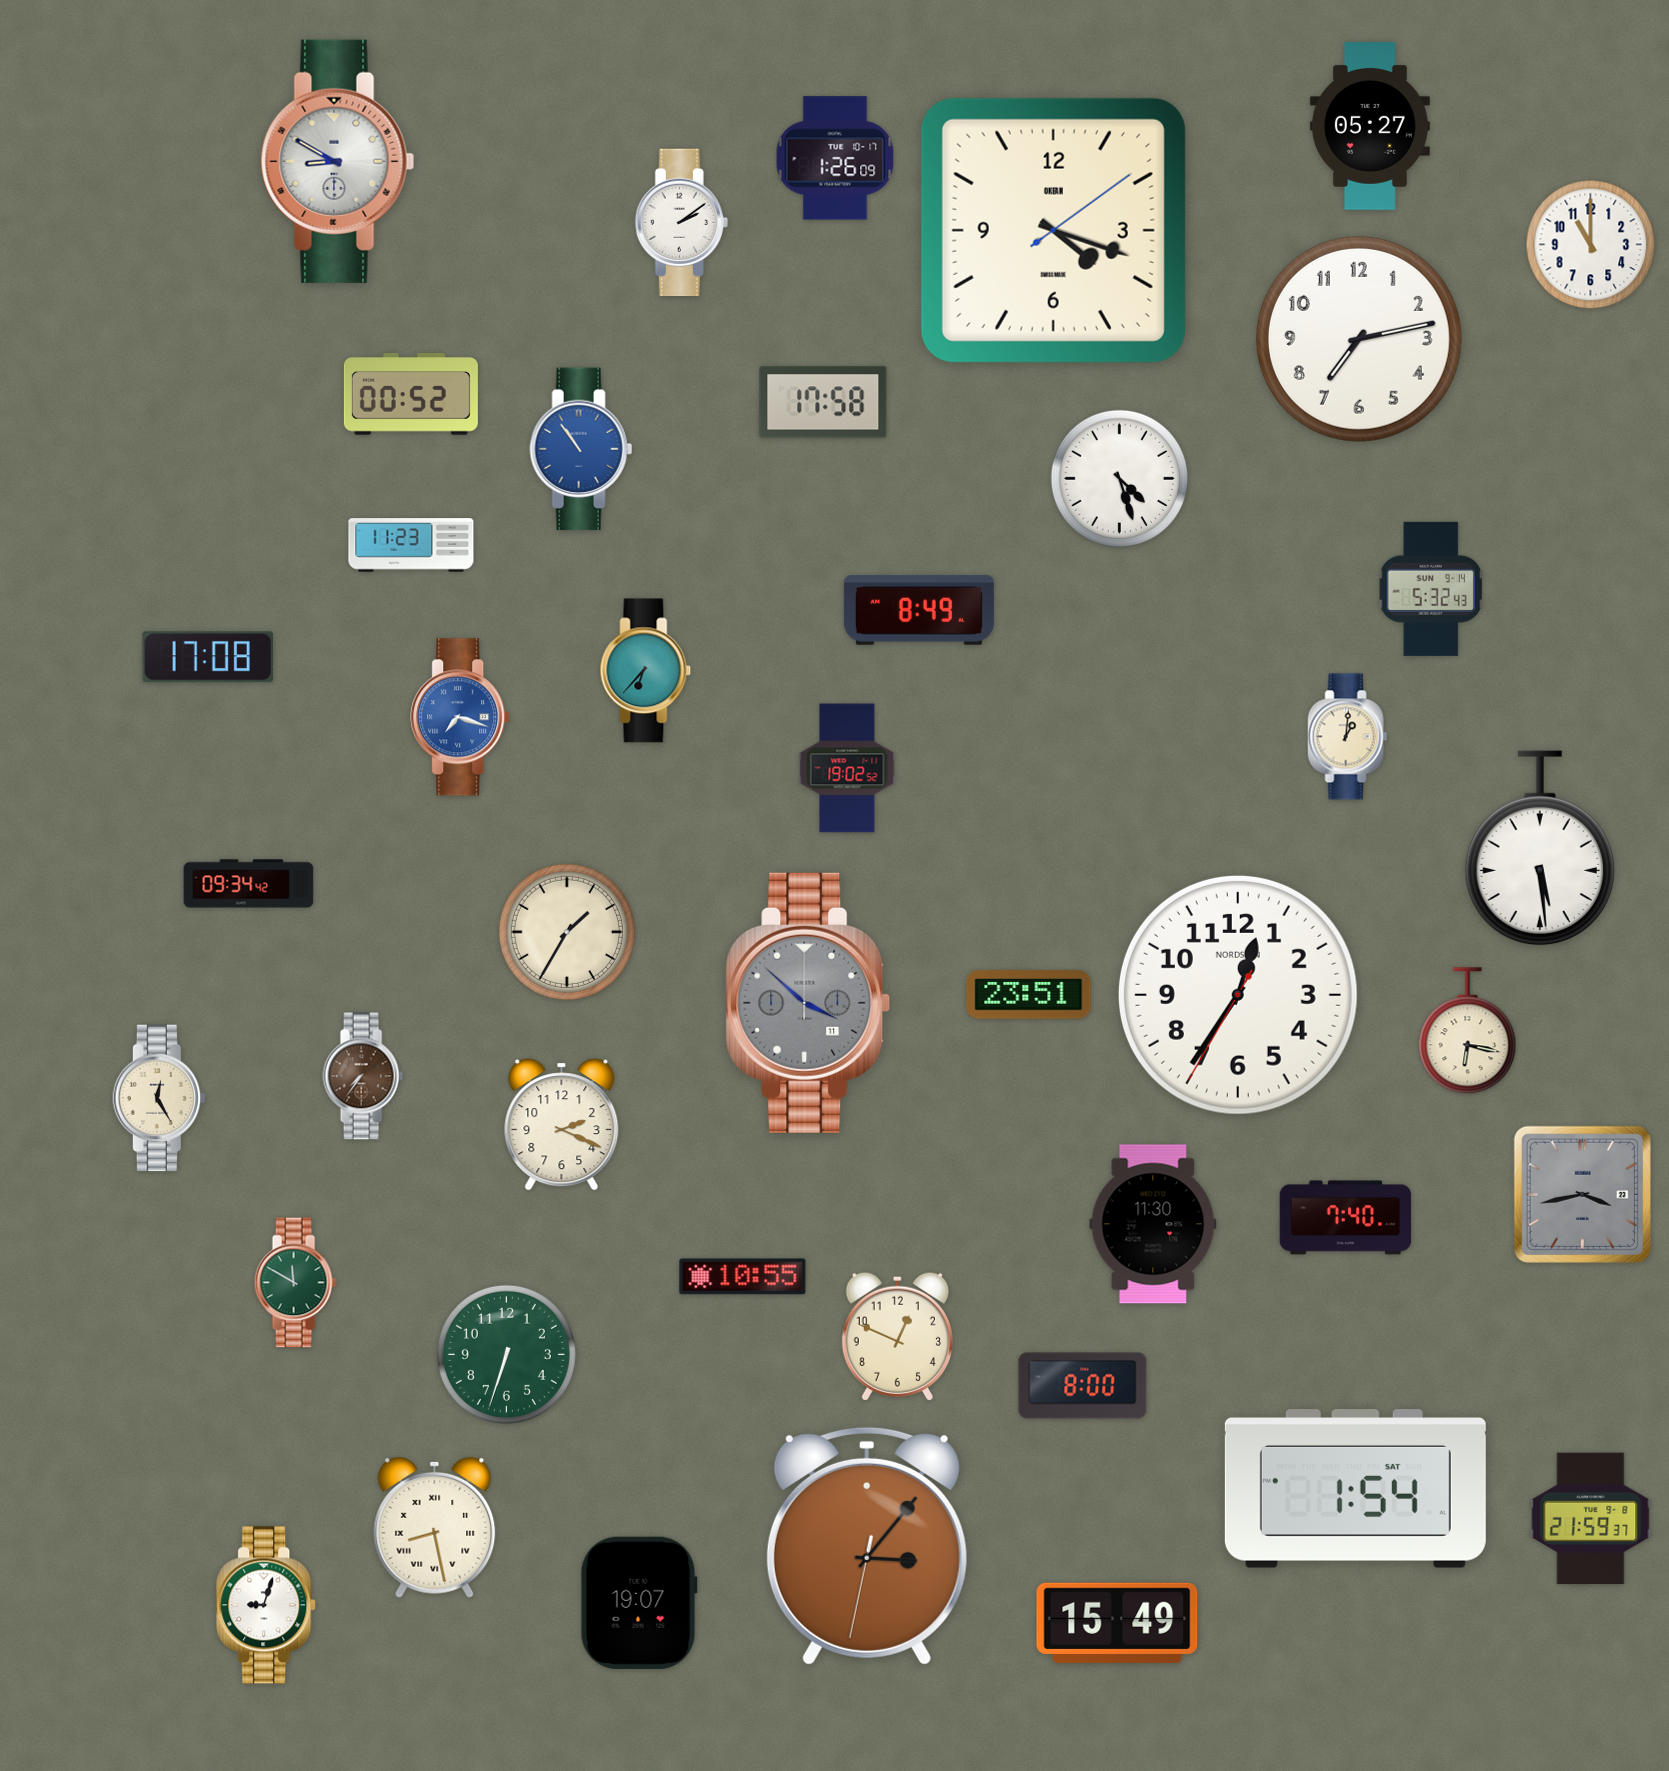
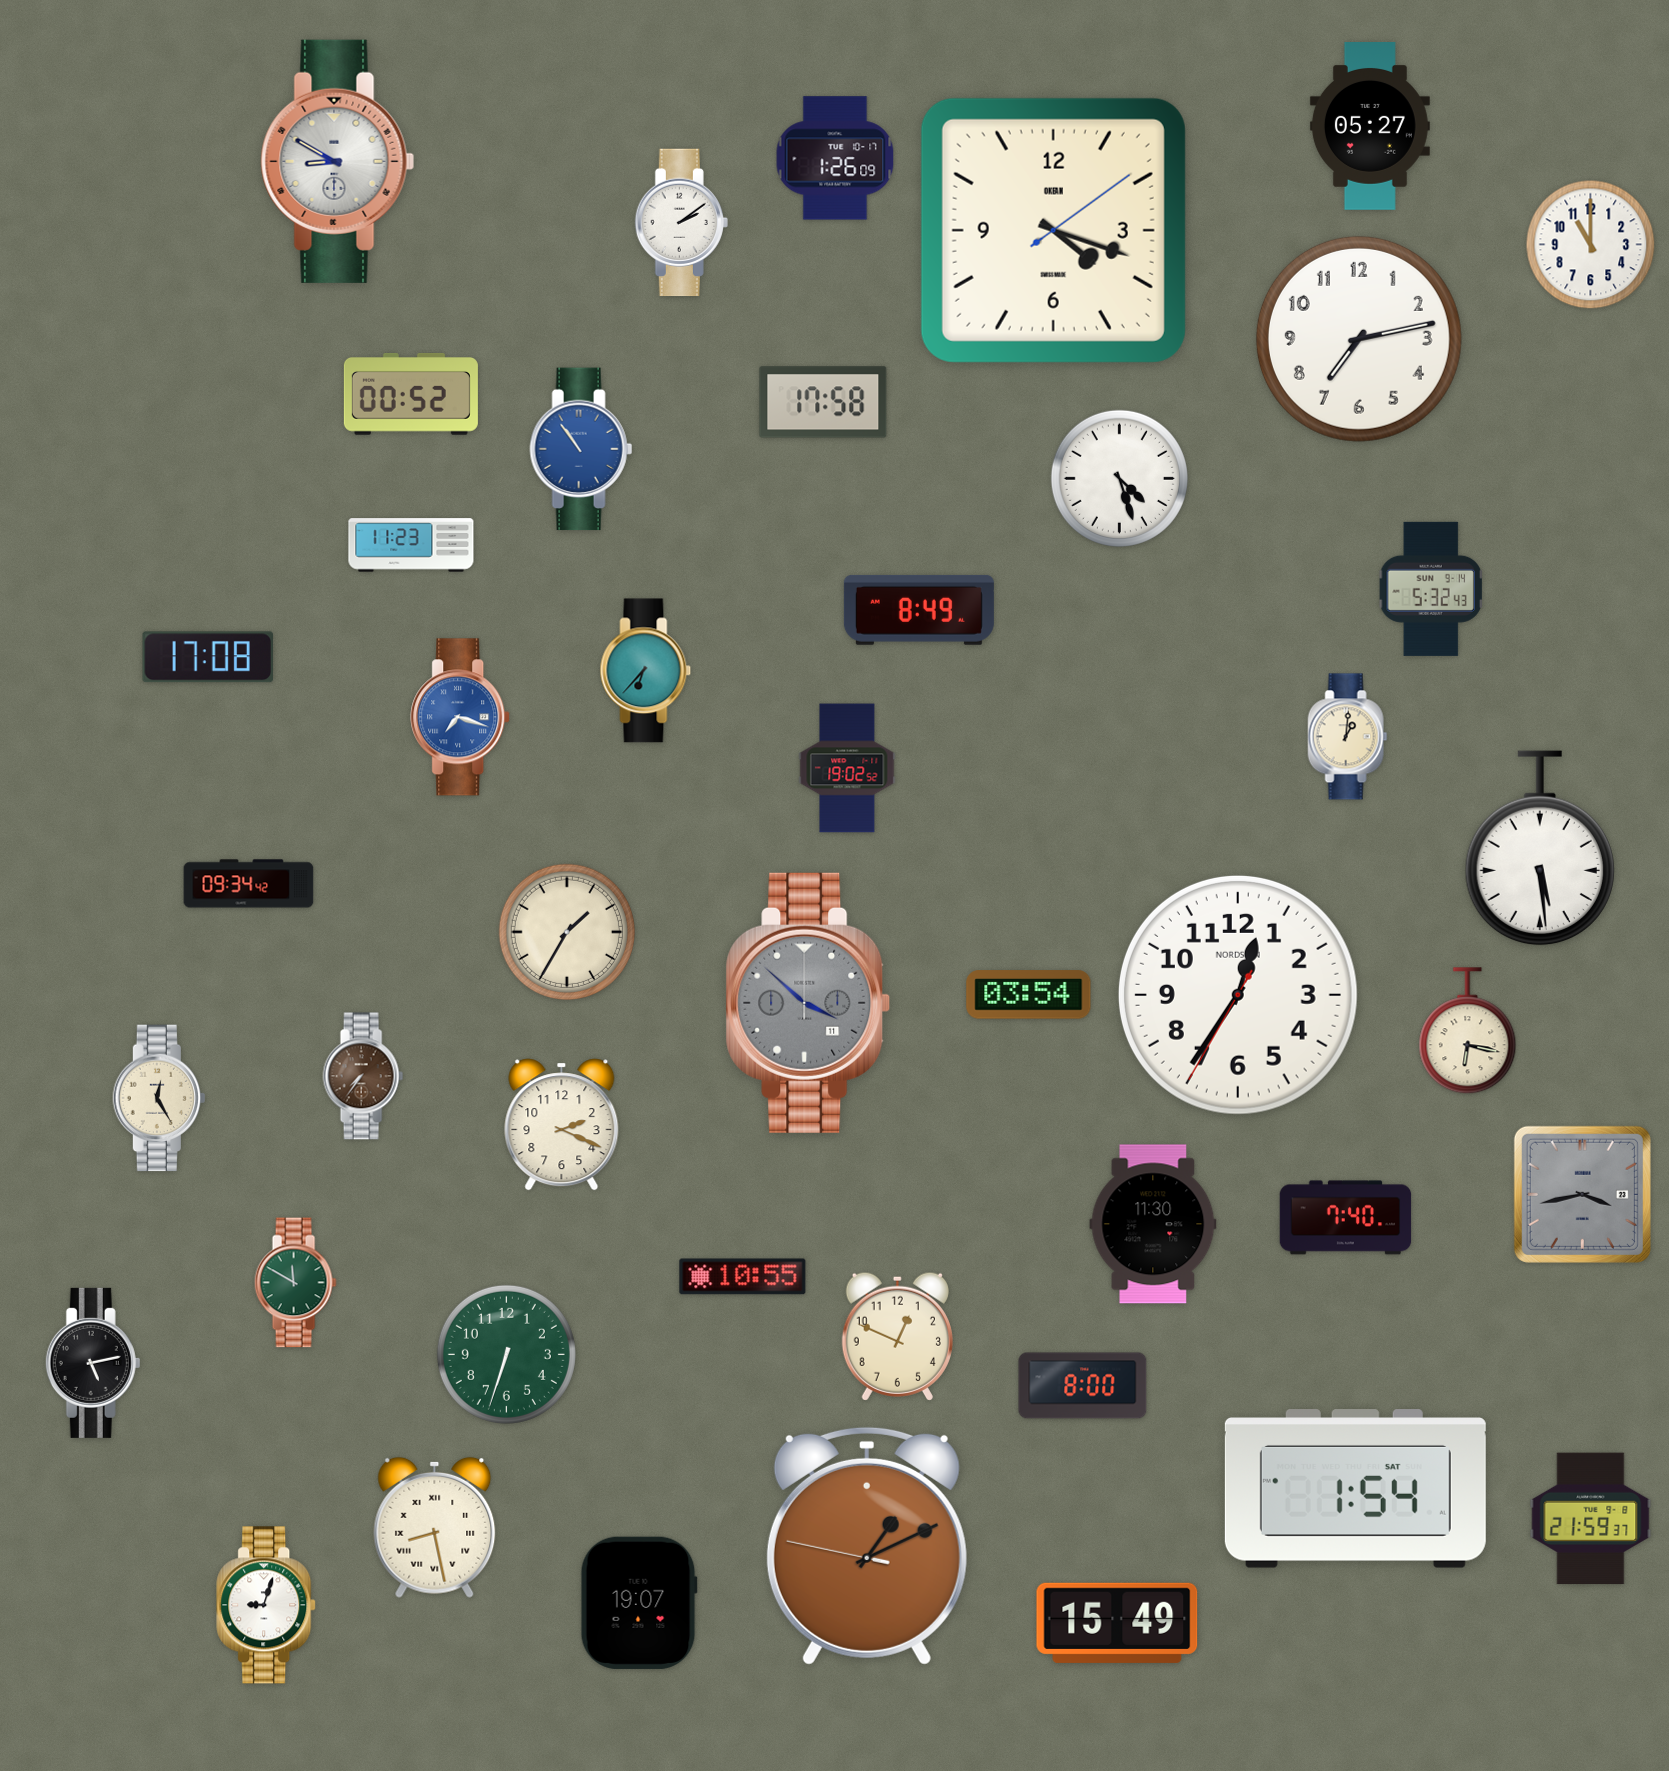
clock at (1029, 995): 23:51 -> 03:54
clock at (93, 1363): none -> 5:13
clock at (867, 1546): 3:06 -> 1:10
